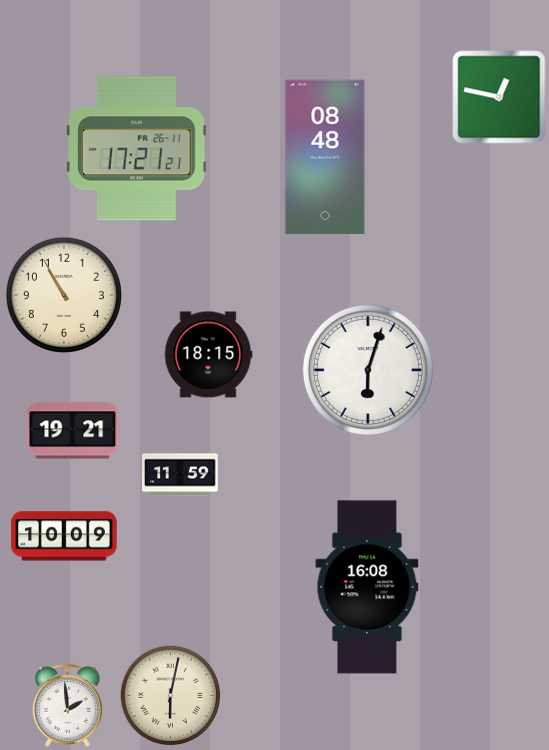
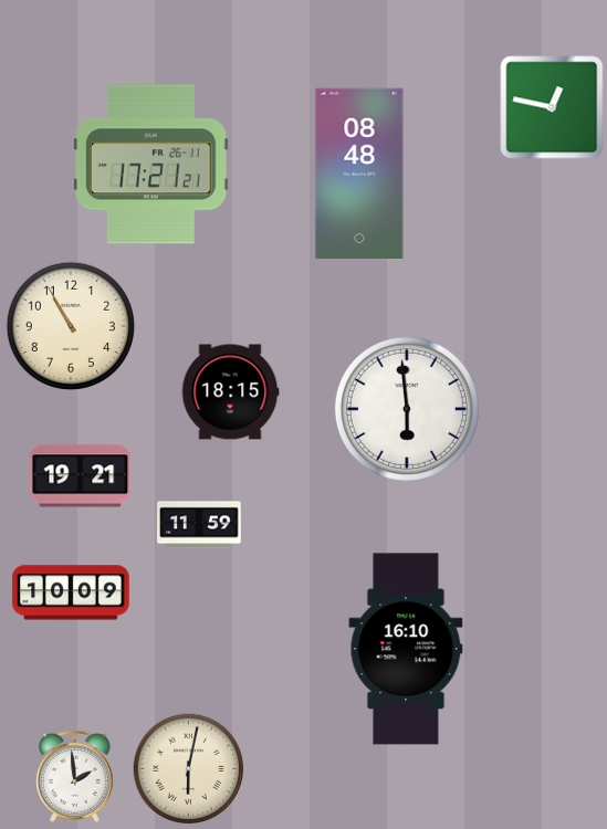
clock at (368, 370): 6:03 -> 5:59
clock at (367, 587): 16:08 -> 16:10
clock at (67, 705) position: (67, 705) -> (74, 776)
